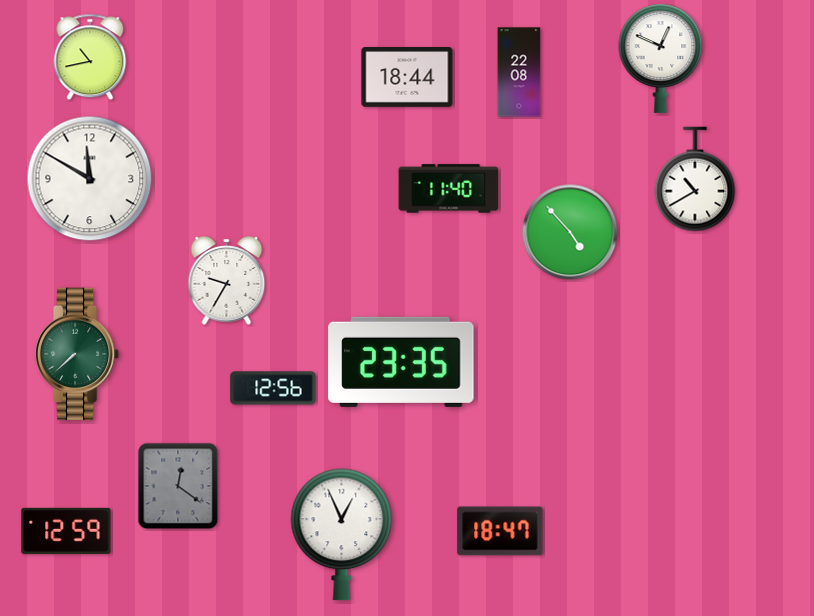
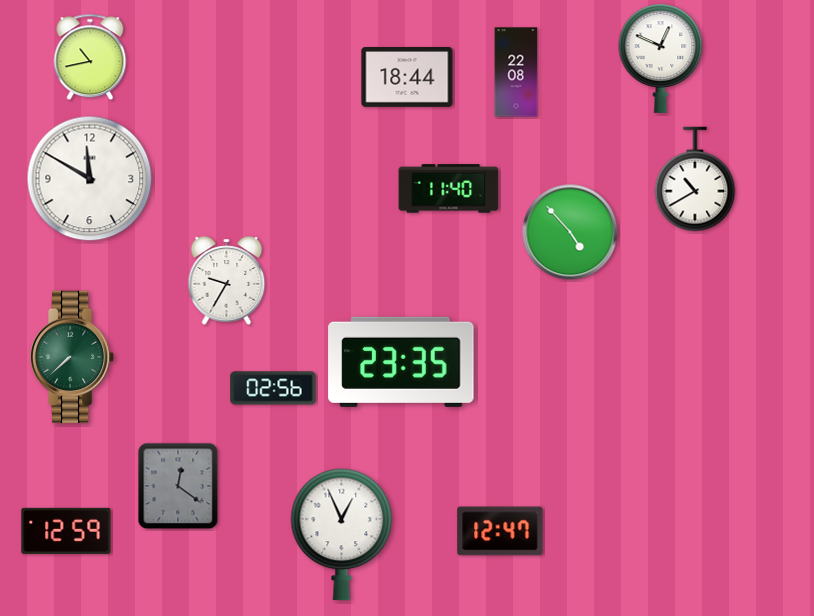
clock at (519, 72) position: (519, 72) -> (516, 72)
clock at (77, 354) position: (77, 354) -> (72, 357)
clock at (273, 388): 12:56 -> 02:56
clock at (500, 531): 18:47 -> 12:47
